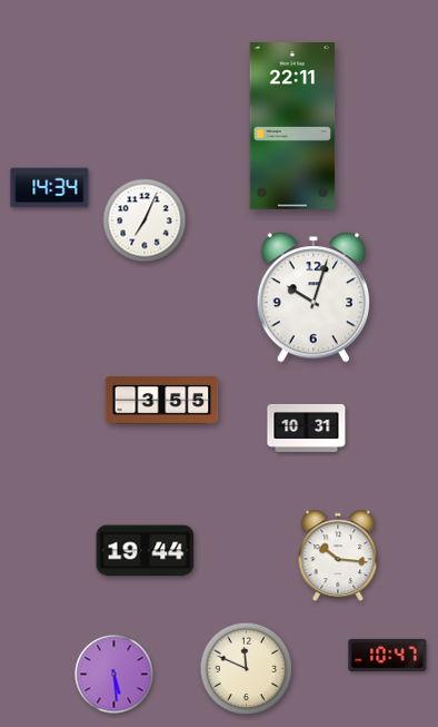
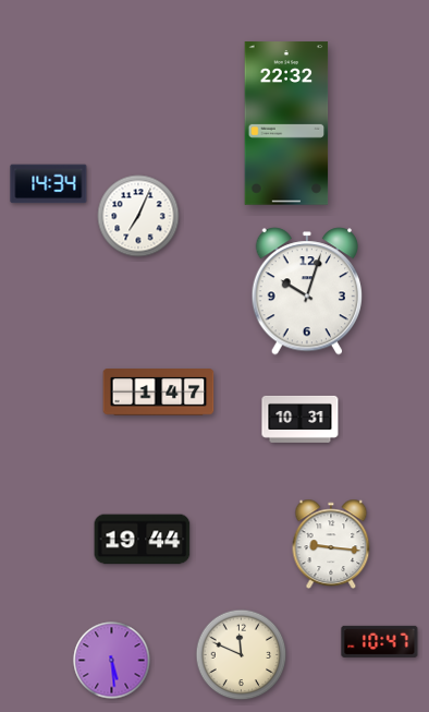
clock at (292, 126): 22:11 -> 22:32
clock at (145, 220) position: (145, 220) -> (138, 216)
clock at (162, 401): 3:55 -> 1:47
clock at (338, 554): 10:16 -> 9:16
